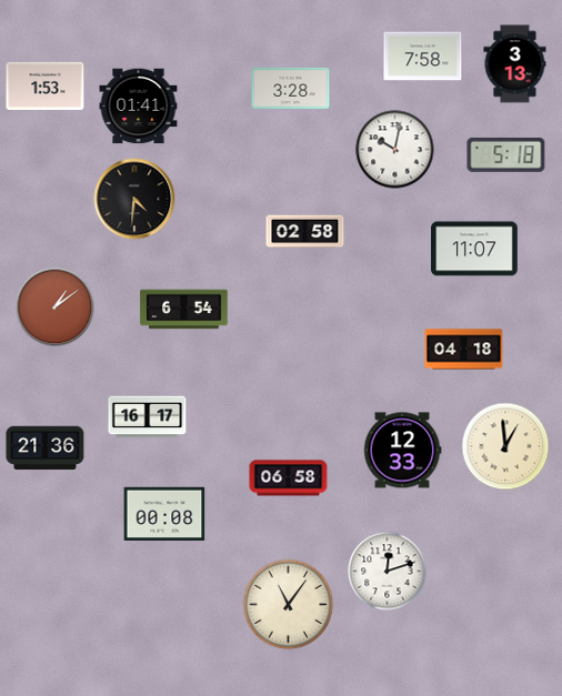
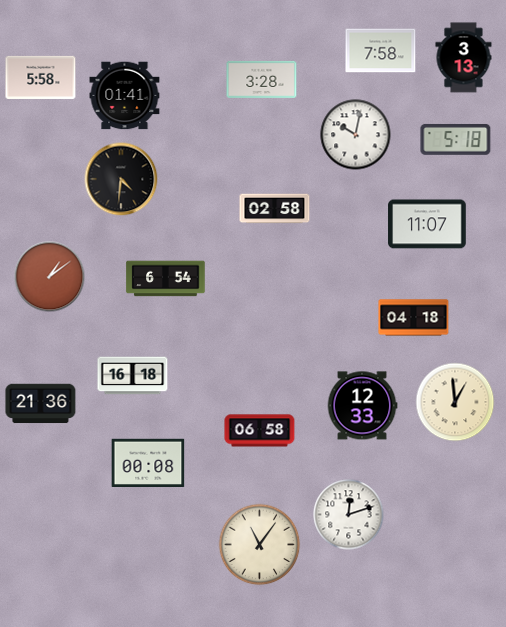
clock at (46, 85): 1:53 -> 5:58
clock at (464, 350) position: (464, 350) -> (414, 318)
clock at (148, 417): 16:17 -> 16:18
